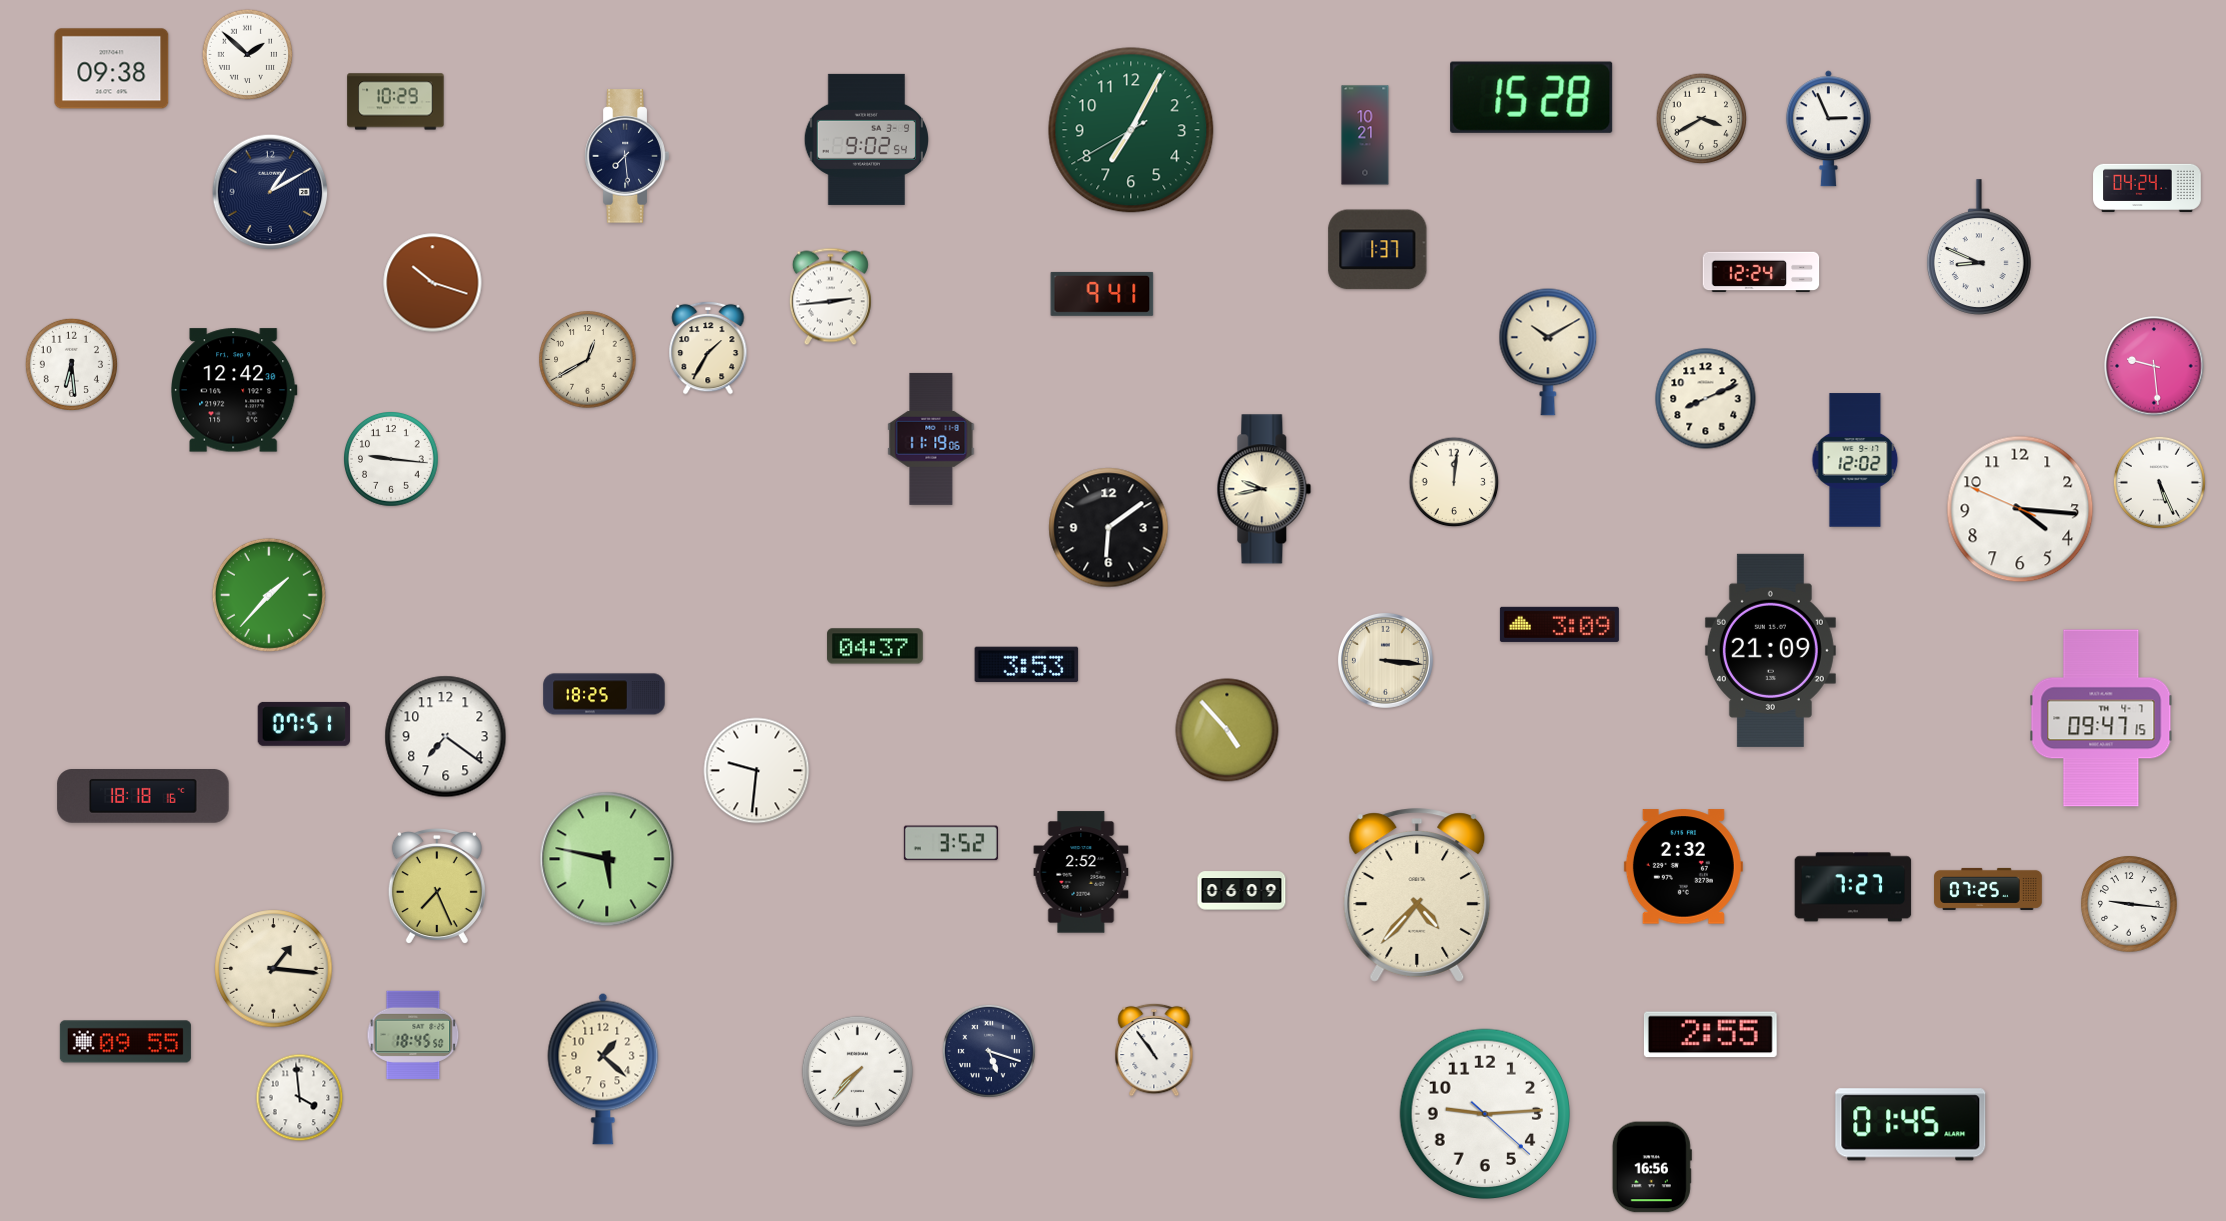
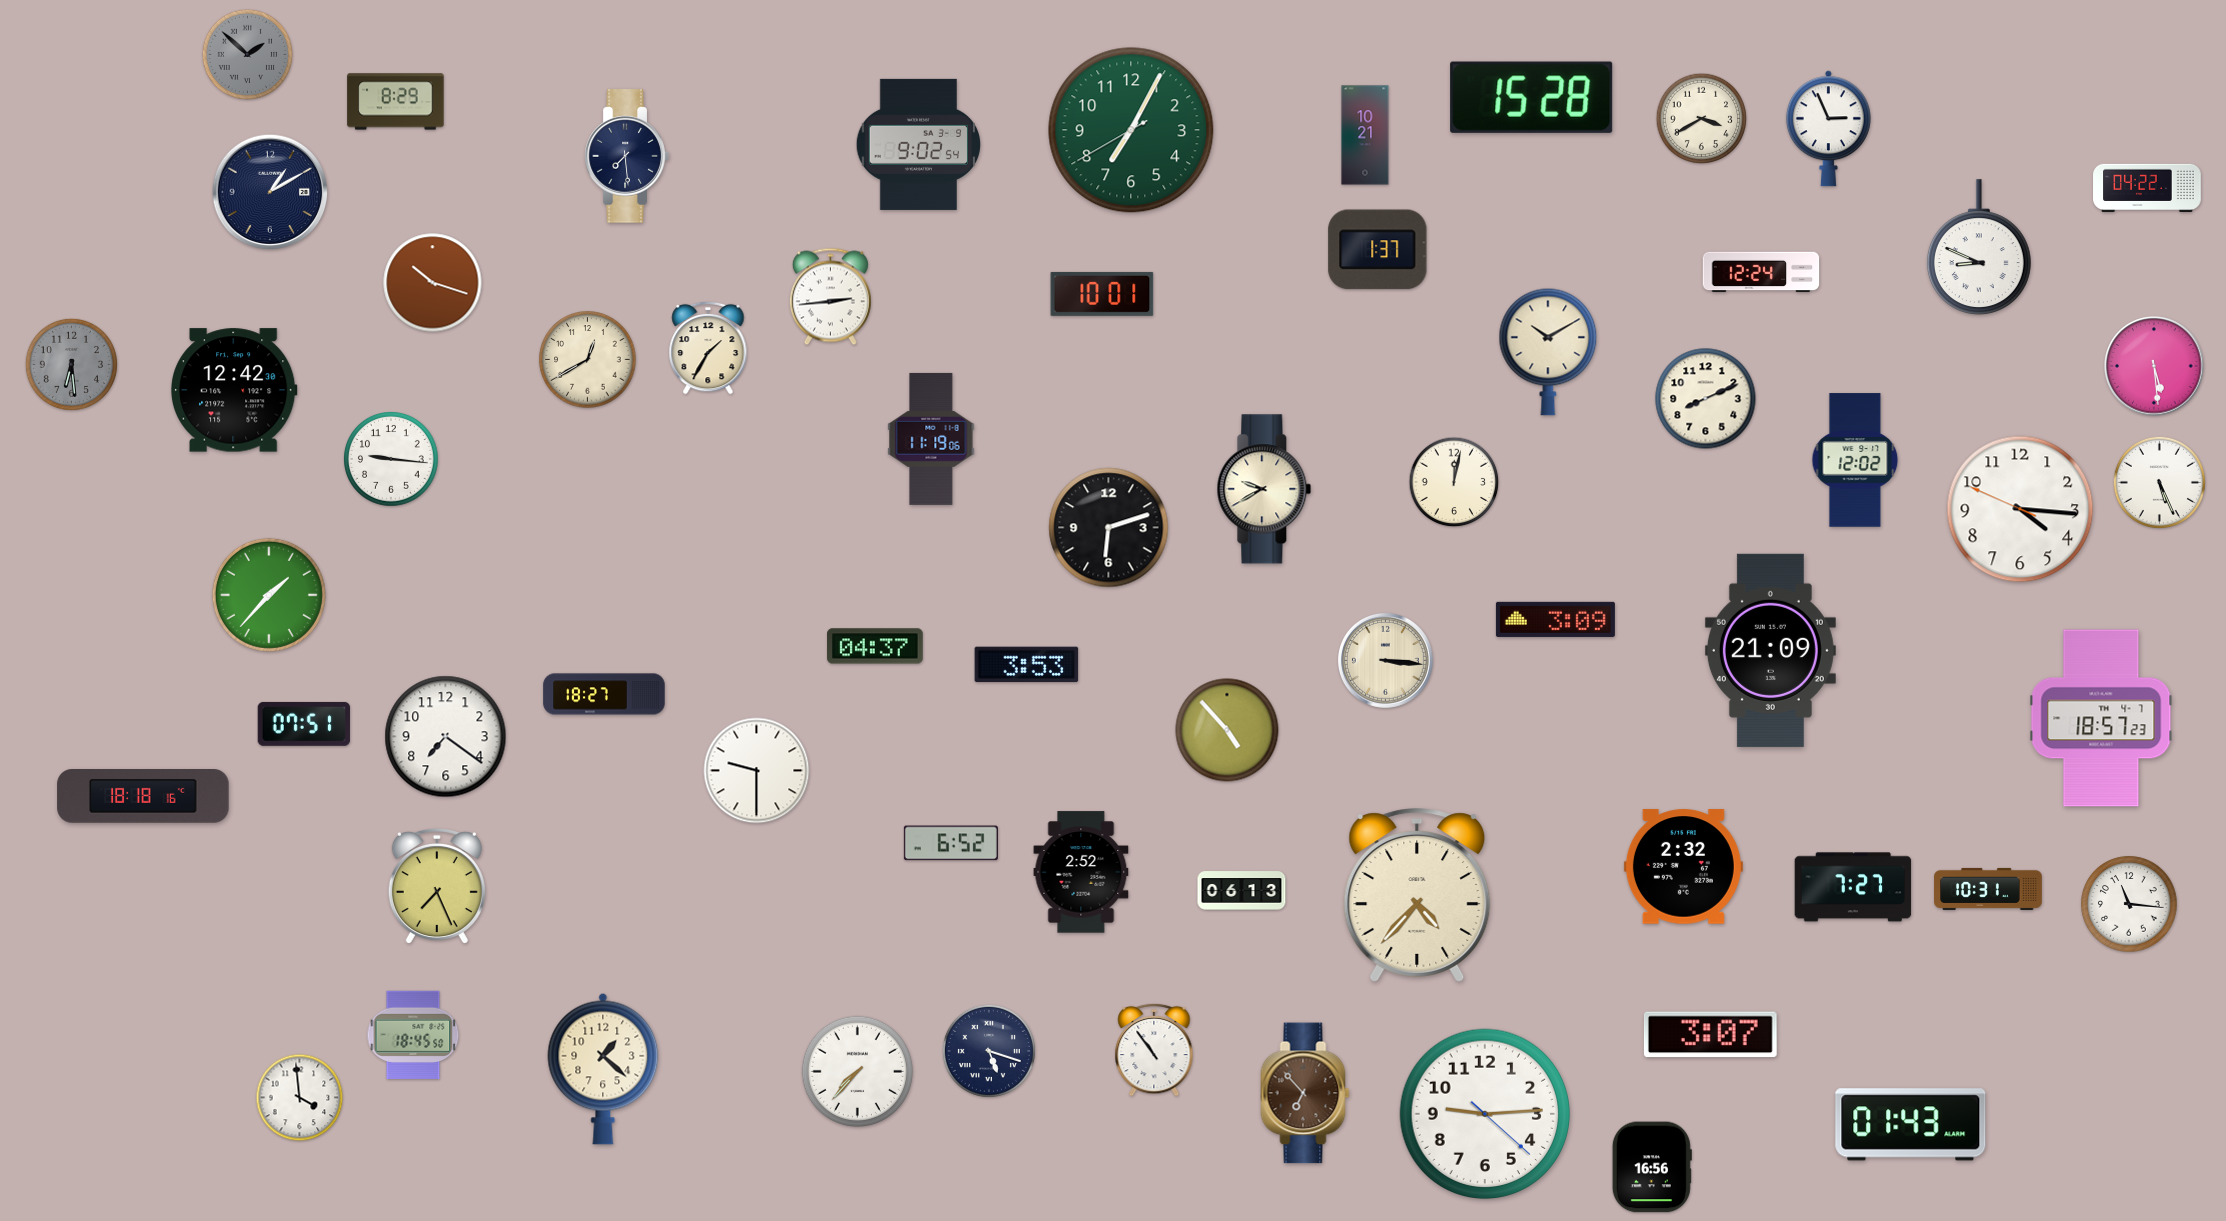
clock at (248, 55) dial: white -> grey
clock at (112, 69): 09:38 -> none
clock at (396, 102): 10:29 -> 8:29
clock at (866, 139) position: (866, 139) -> (918, 144)
clock at (2147, 187): 04:24 -> 04:22
clock at (1102, 294): 9:41 -> 10:01
clock at (71, 364) dial: white -> grey
clock at (2154, 366): 9:29 -> 5:29
clock at (1454, 482): 12:01 -> 12:02
clock at (1264, 489): 9:43 -> 9:40
clock at (1109, 528): 6:09 -> 6:12
clock at (1559, 624) position: (1559, 624) -> (1555, 619)
clock at (604, 694): 18:25 -> 18:27
clock at (2101, 718): 09:47 -> 18:57
clock at (757, 771): 9:31 -> 9:30
clock at (951, 843): 3:52 -> 6:52
clock at (607, 859): 5:47 -> none
clock at (1988, 889): 07:25 -> 10:31
clock at (1242, 891): 06:09 -> 06:13
clock at (2129, 904): 9:16 -> 11:16
clock at (274, 969): 1:16 -> none
clock at (1710, 1035): 2:55 -> 3:07
clock at (125, 1042): 09:55 -> none
clock at (1305, 1093): none -> 6:53
clock at (1911, 1125): 01:45 -> 01:43
